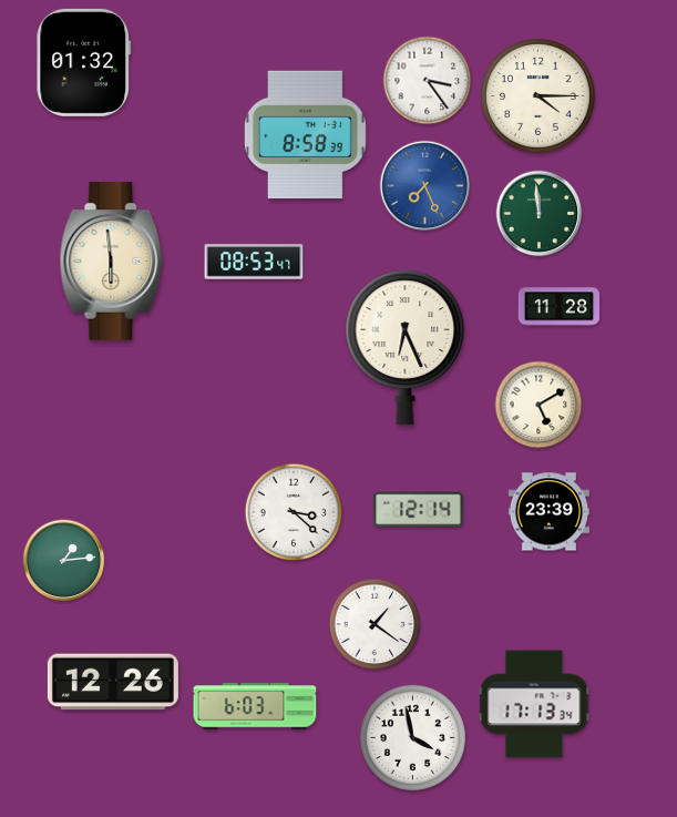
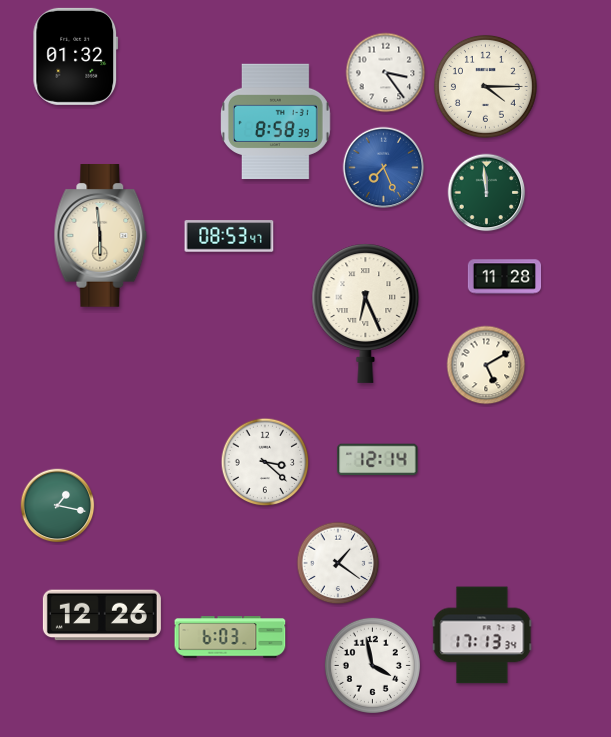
clock at (548, 512): 23:39 -> none
clock at (64, 561): 1:14 -> 1:17
